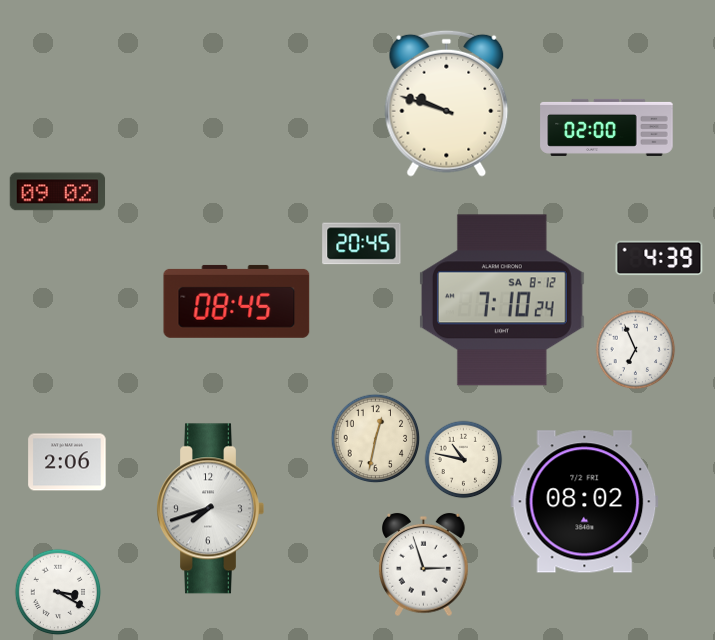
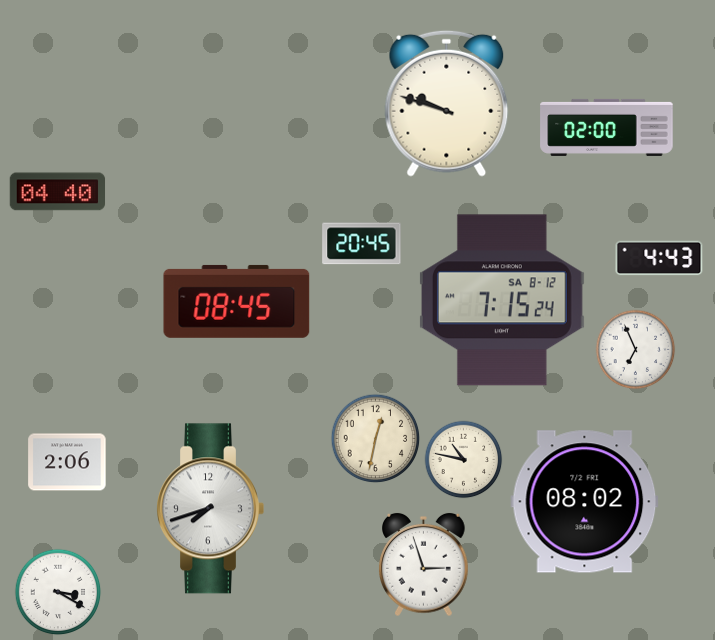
clock at (58, 192): 09:02 -> 04:40
clock at (659, 258): 4:39 -> 4:43
clock at (502, 300): 7:10 -> 7:15
